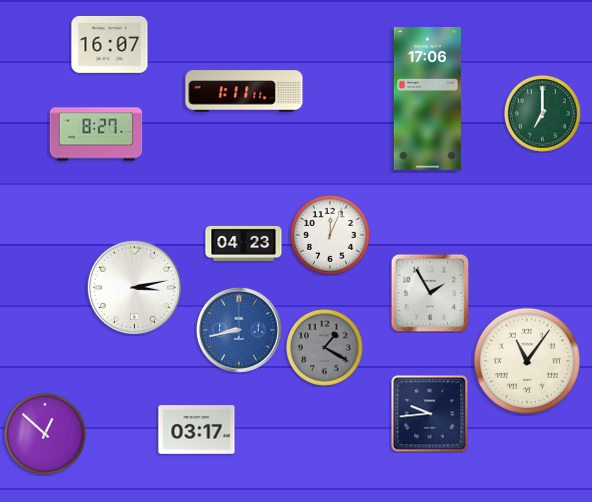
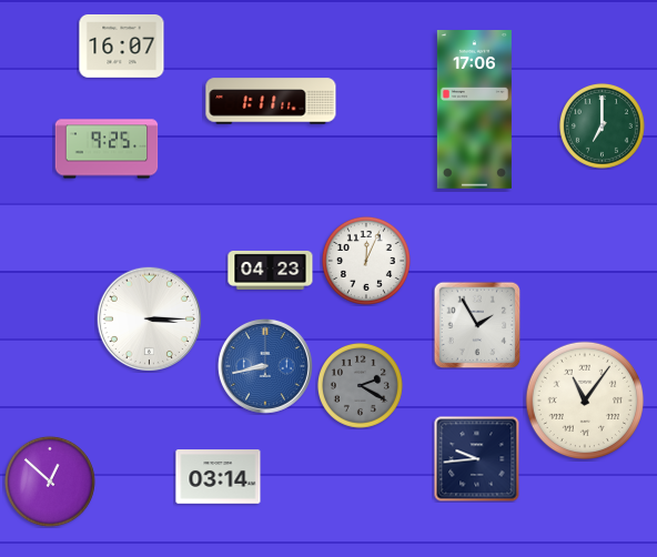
clock at (110, 45) position: (110, 45) -> (122, 47)
clock at (96, 134): 8:27 -> 9:25
clock at (134, 287): 3:13 -> 3:15
clock at (324, 347): 1:20 -> 2:20
clock at (197, 430): 03:17 -> 03:14
